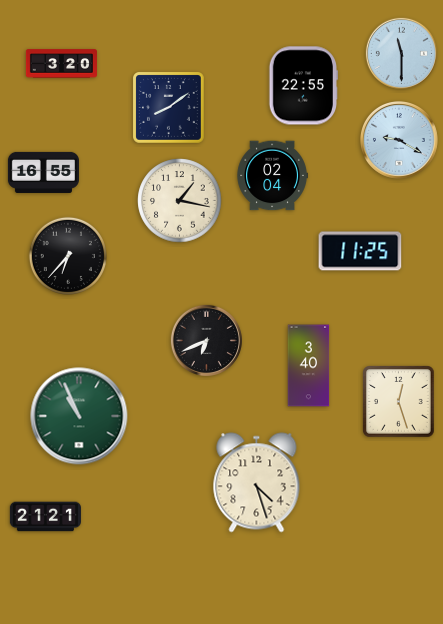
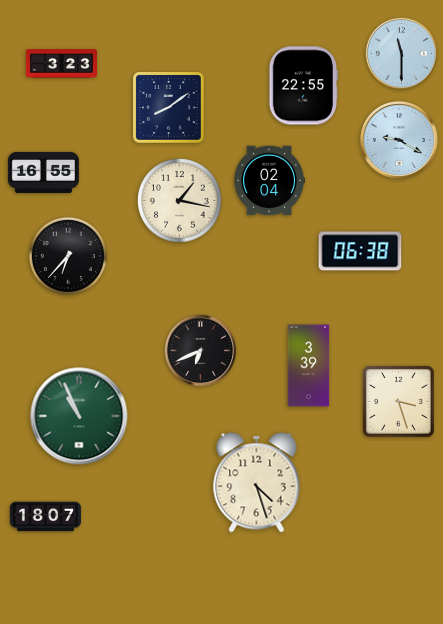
clock at (61, 64): 3:20 -> 3:23
clock at (272, 176) position: (272, 176) -> (269, 181)
clock at (360, 251): 11:25 -> 06:38
clock at (206, 340) position: (206, 340) -> (200, 350)
clock at (309, 366): 3:40 -> 3:39
clock at (399, 402): 12:27 -> 3:27
clock at (45, 517): 21:21 -> 18:07
